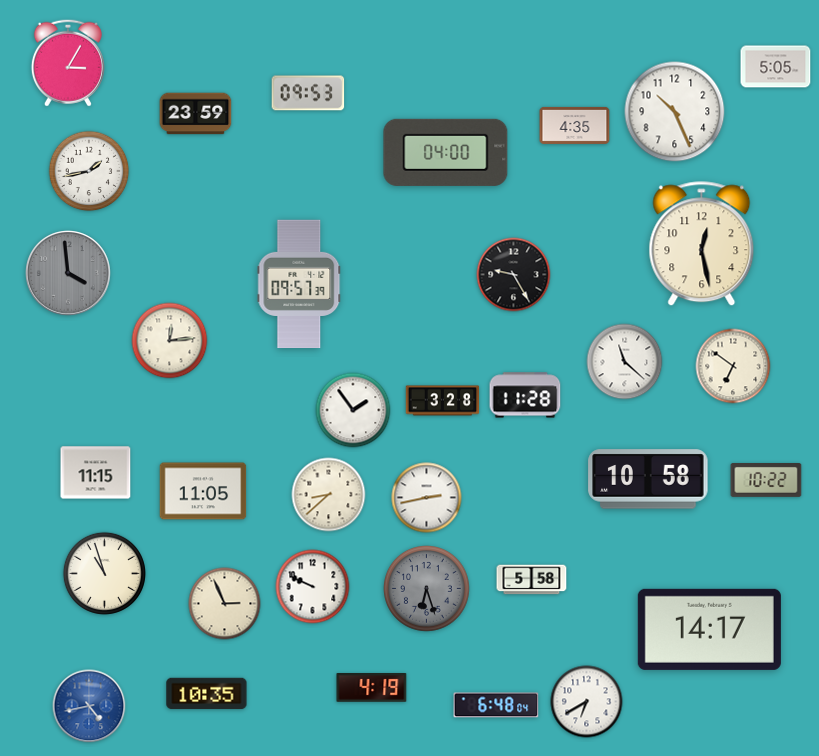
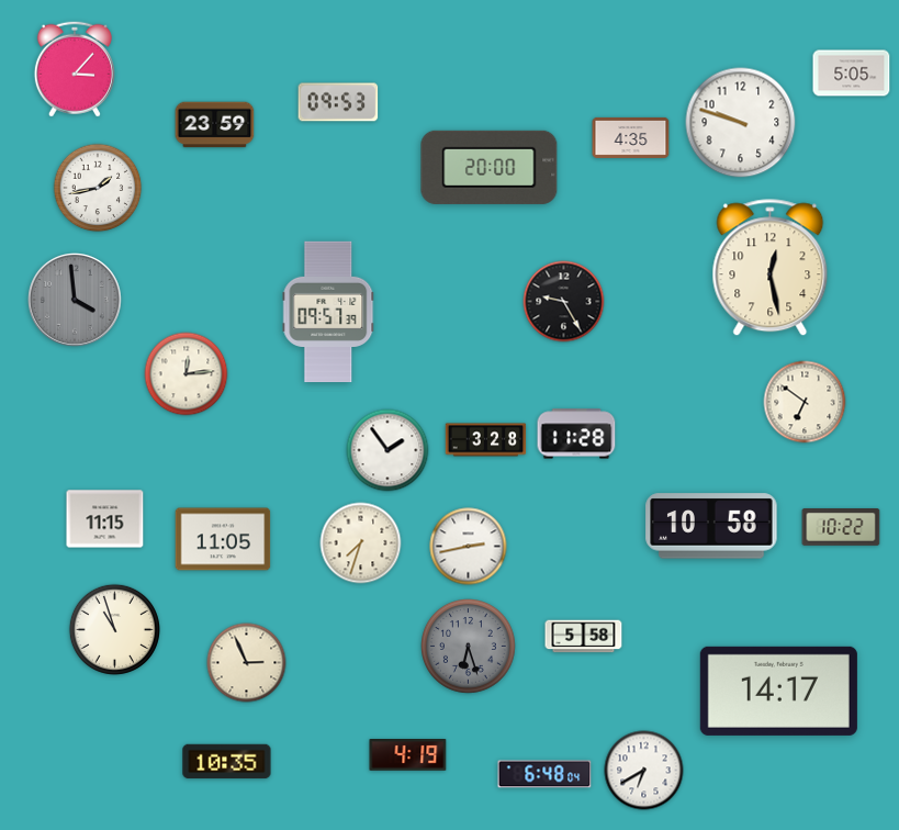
clock at (68, 63): 3:05 -> 3:07
clock at (675, 112): 10:26 -> 9:48
clock at (446, 152): 04:00 -> 20:00
clock at (625, 362): 11:22 -> none
clock at (329, 495): 8:38 -> 7:33
clock at (313, 587): 9:49 -> none
clock at (89, 706): 4:43 -> none
